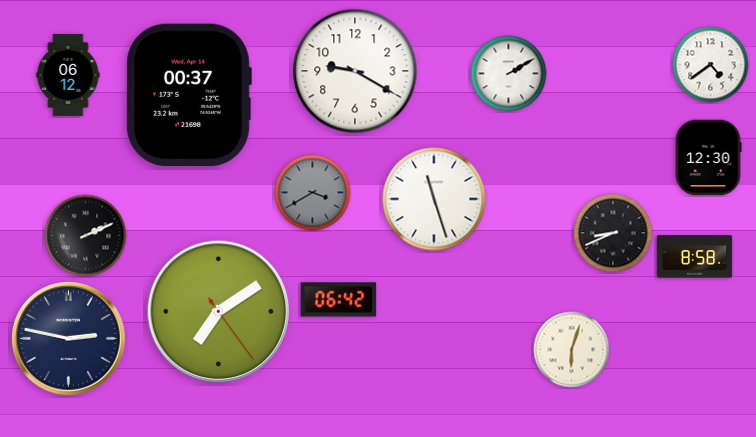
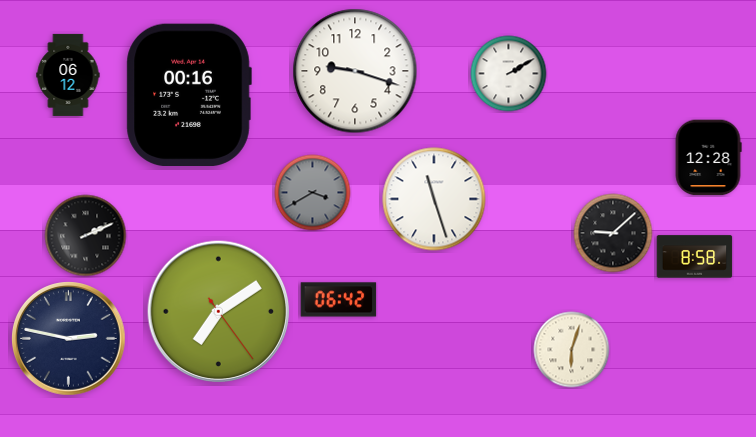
clock at (711, 65): 4:39 -> none
clock at (355, 71): 9:20 -> 9:18
clock at (189, 94): 00:37 -> 00:16
clock at (708, 158): 12:30 -> 12:28
clock at (613, 233): 8:41 -> 9:08
